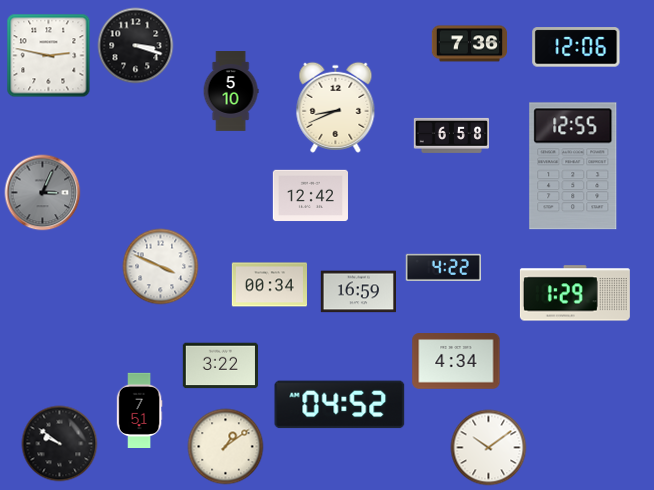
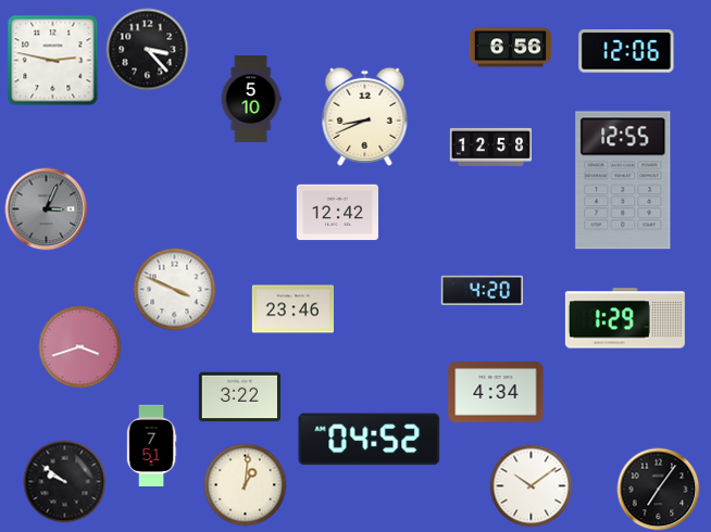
clock at (470, 44): 7:36 -> 6:56
clock at (136, 46): 3:18 -> 3:23
clock at (451, 135): 6:58 -> 12:58
clock at (443, 267): 4:22 -> 4:20
clock at (269, 285): 00:34 -> 23:46
clock at (358, 292): 16:59 -> none
clock at (80, 347): none -> 3:42
clock at (226, 447): 1:09 -> 1:01
clock at (659, 490): none -> 7:06
